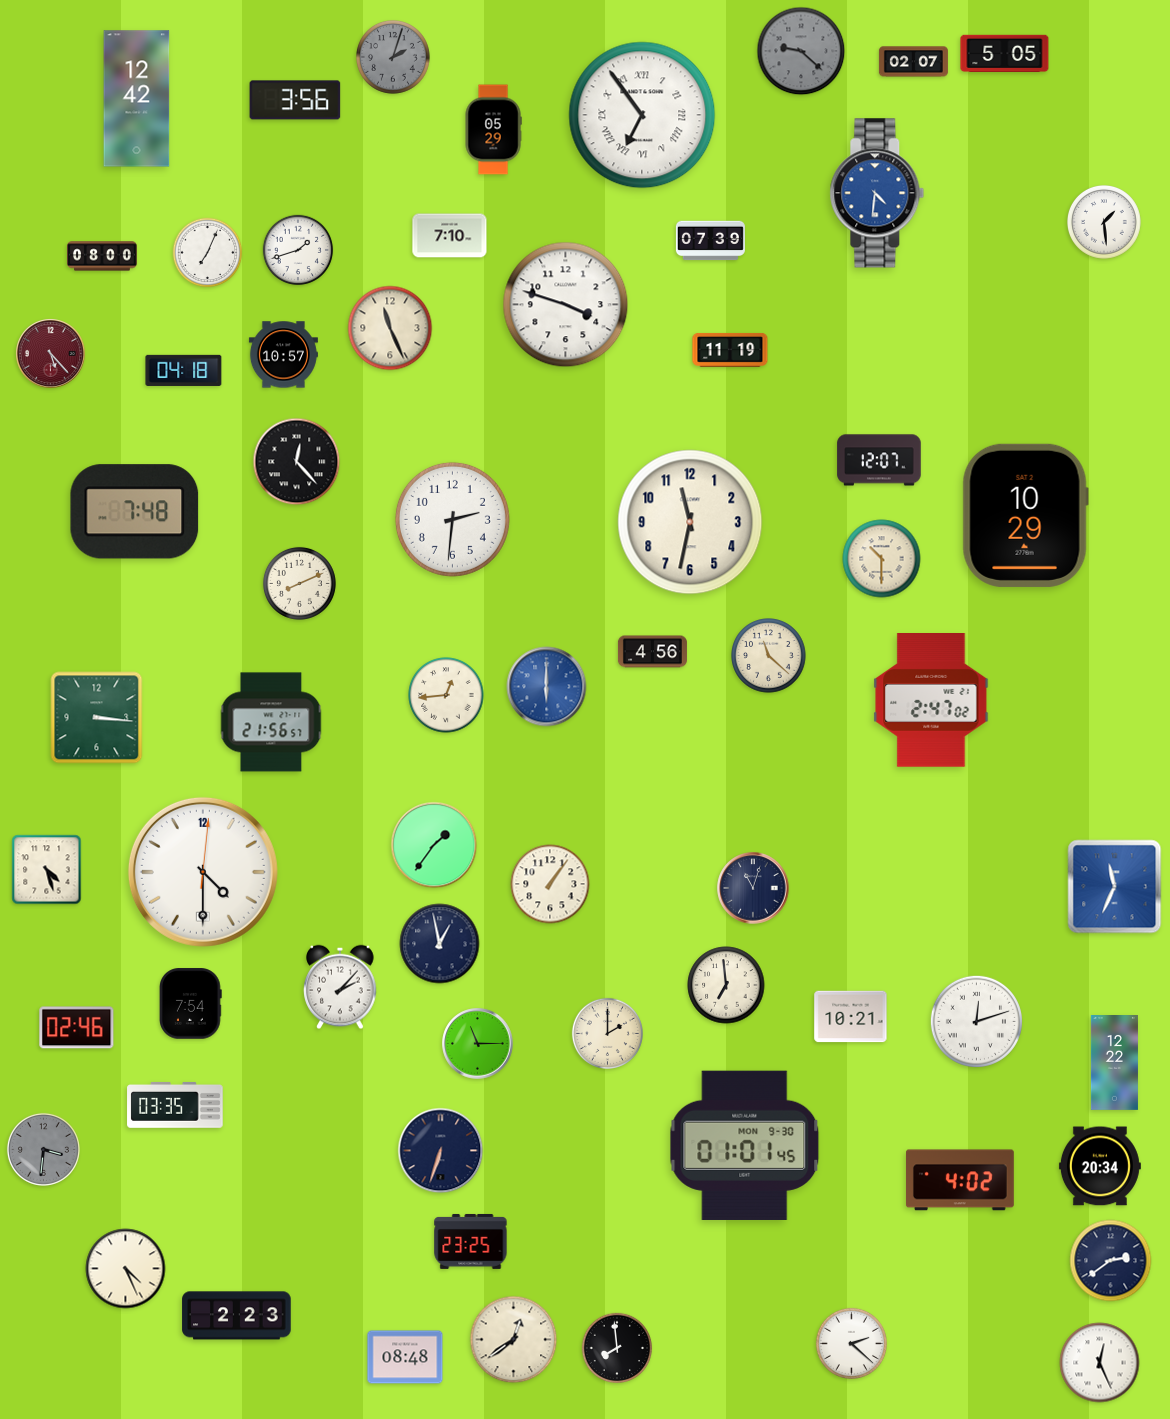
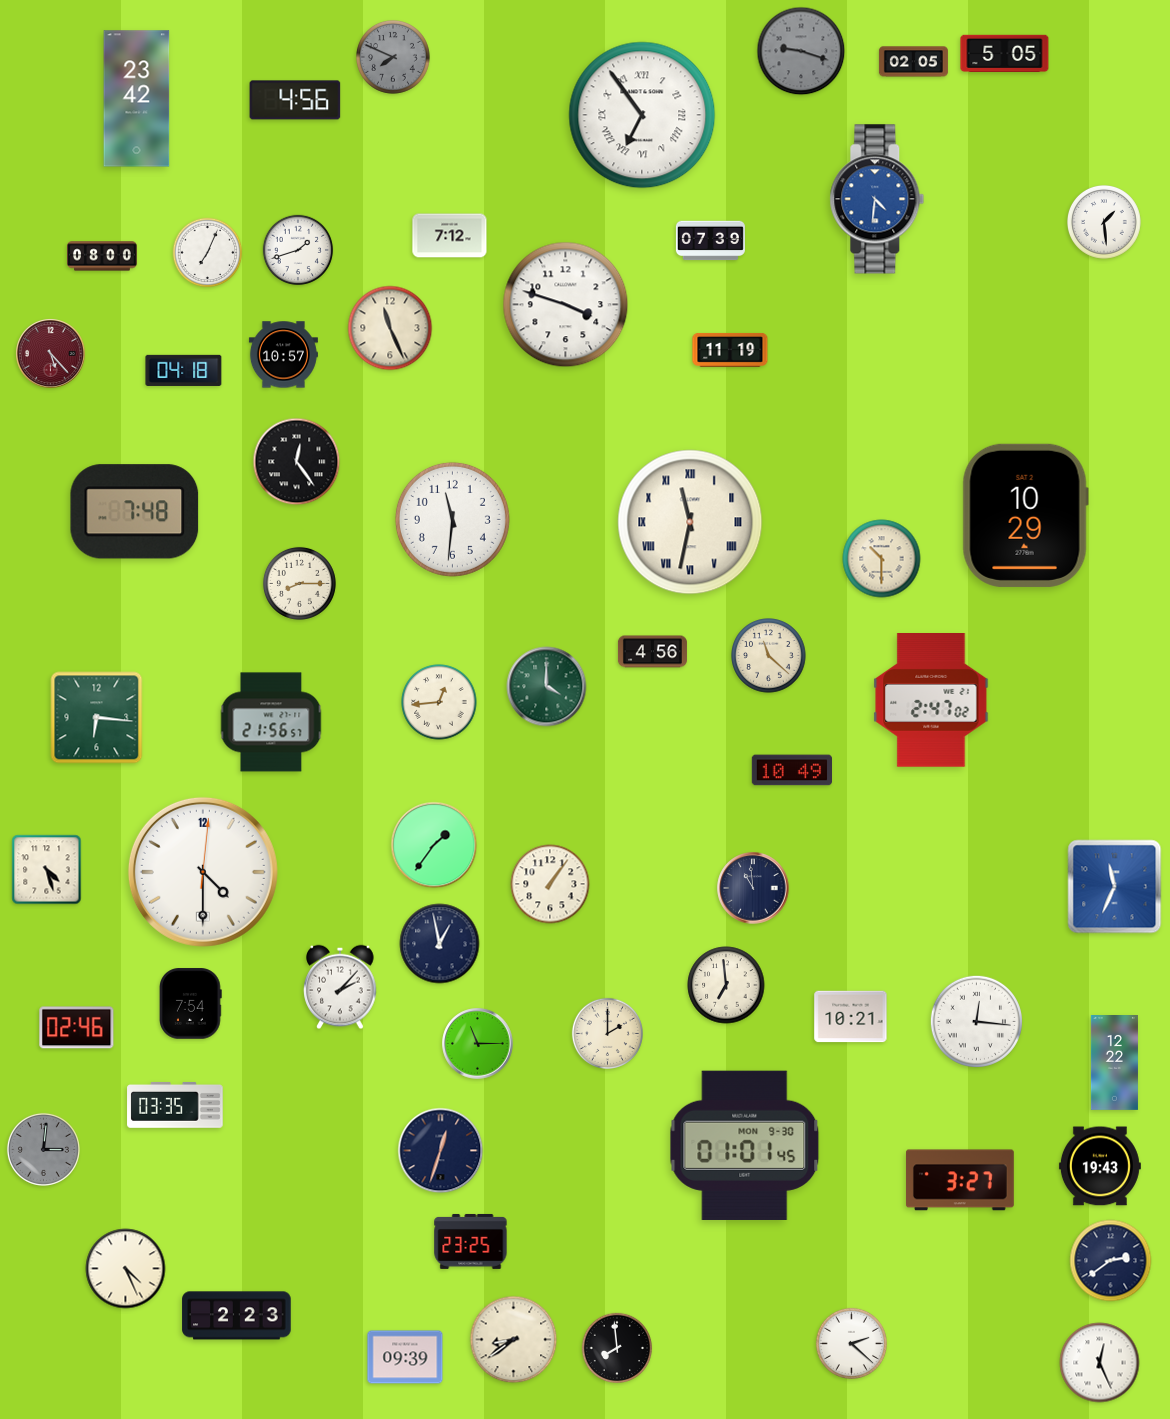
clock at (801, 51): 9:22 -> 9:18
clock at (394, 58): 2:03 -> 7:49
clock at (913, 62): 02:07 -> 02:05
clock at (137, 99): 12:42 -> 23:42
clock at (295, 100): 3:56 -> 4:56
clock at (493, 130): 05:29 -> none
clock at (877, 193) position: (877, 193) -> (877, 199)
clock at (450, 236): 7:10 -> 7:12
clock at (879, 460): 12:07 -> none
clock at (297, 462): 12:23 -> 12:24
clock at (452, 519): 2:31 -> 11:31
clock at (690, 522) numerals: Arabic -> Roman
clock at (299, 583): 8:11 -> 8:15
clock at (547, 687): 6:00 -> 4:00
clock at (547, 687) dial: blue -> green
clock at (446, 695) position: (446, 695) -> (439, 702)
clock at (97, 718): 3:16 -> 6:16
clock at (791, 770): none -> 10:49
clock at (753, 888): 11:03 -> 10:59
clock at (976, 1021): 12:12 -> 12:16
clock at (43, 1149): 3:31 -> 3:01
clock at (441, 1151): 6:33 -> 12:33
clock at (1100, 1166): 20:34 -> 19:43
clock at (960, 1180): 4:02 -> 3:27
clock at (514, 1340): 12:39 -> 8:39
clock at (405, 1357): 08:48 -> 09:39
